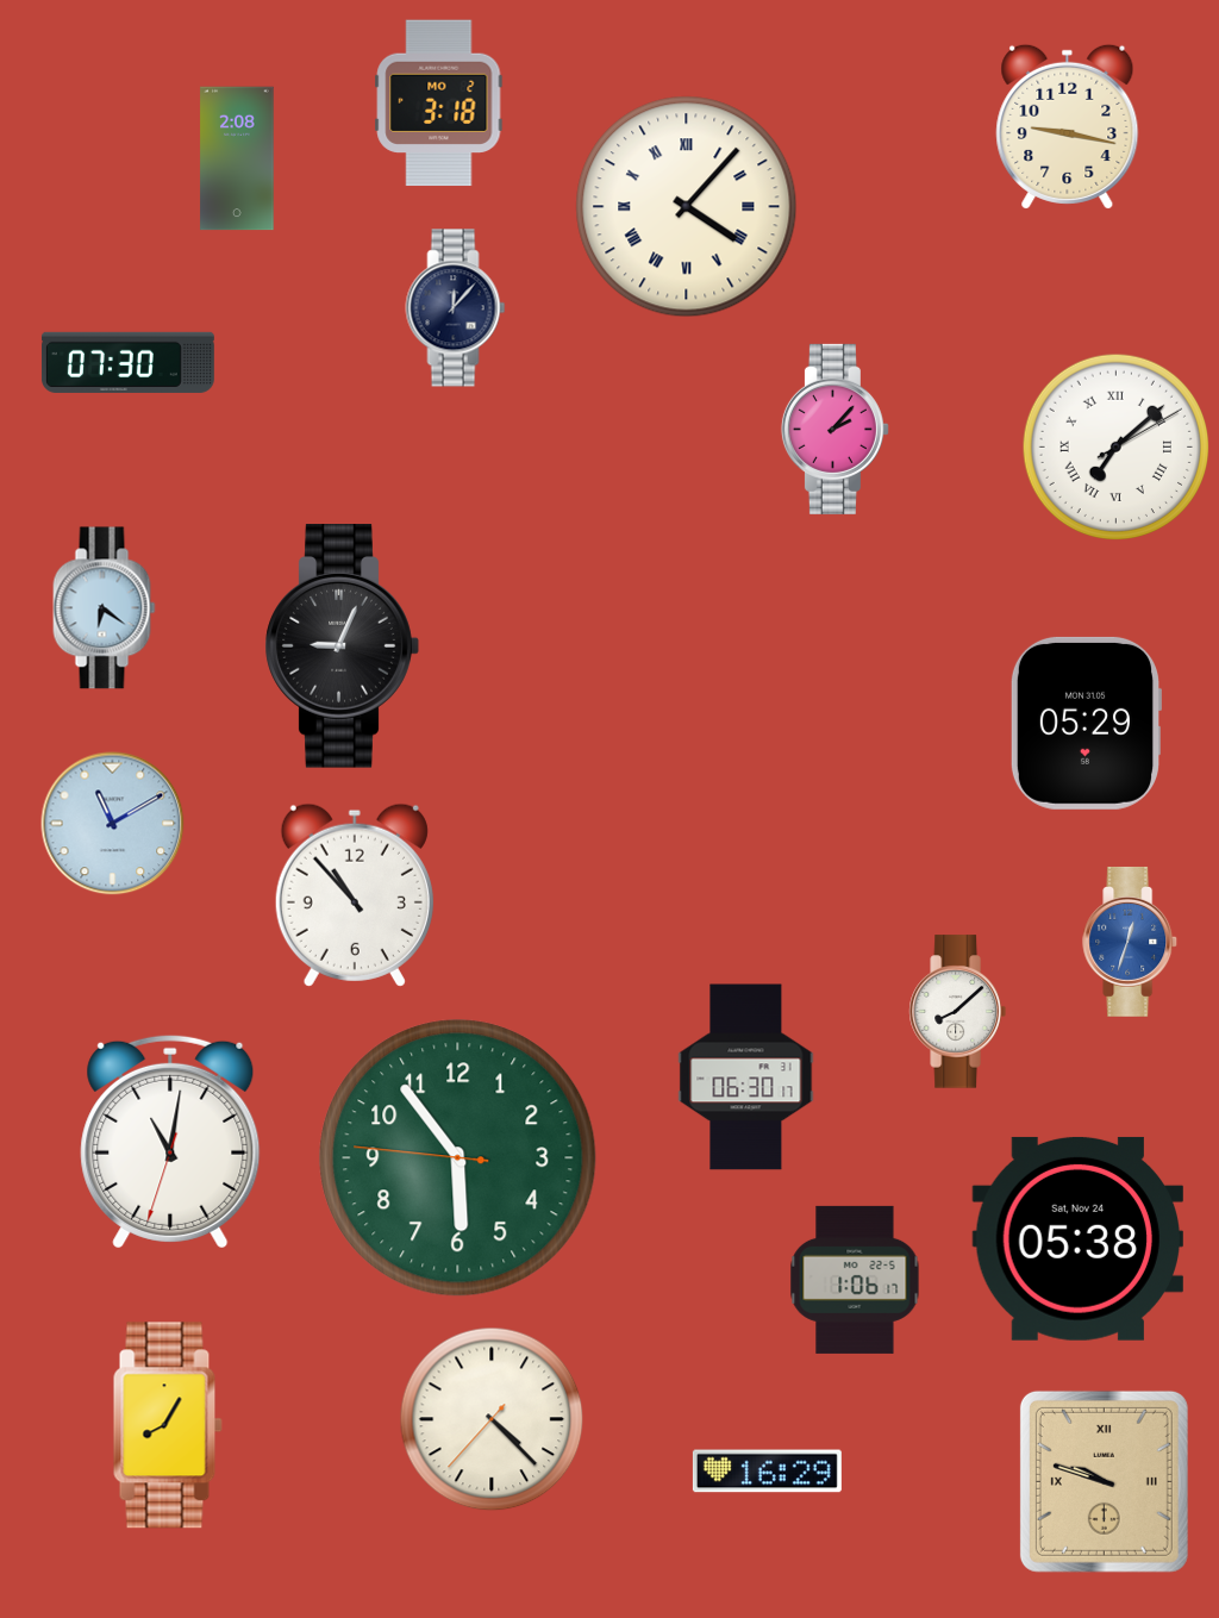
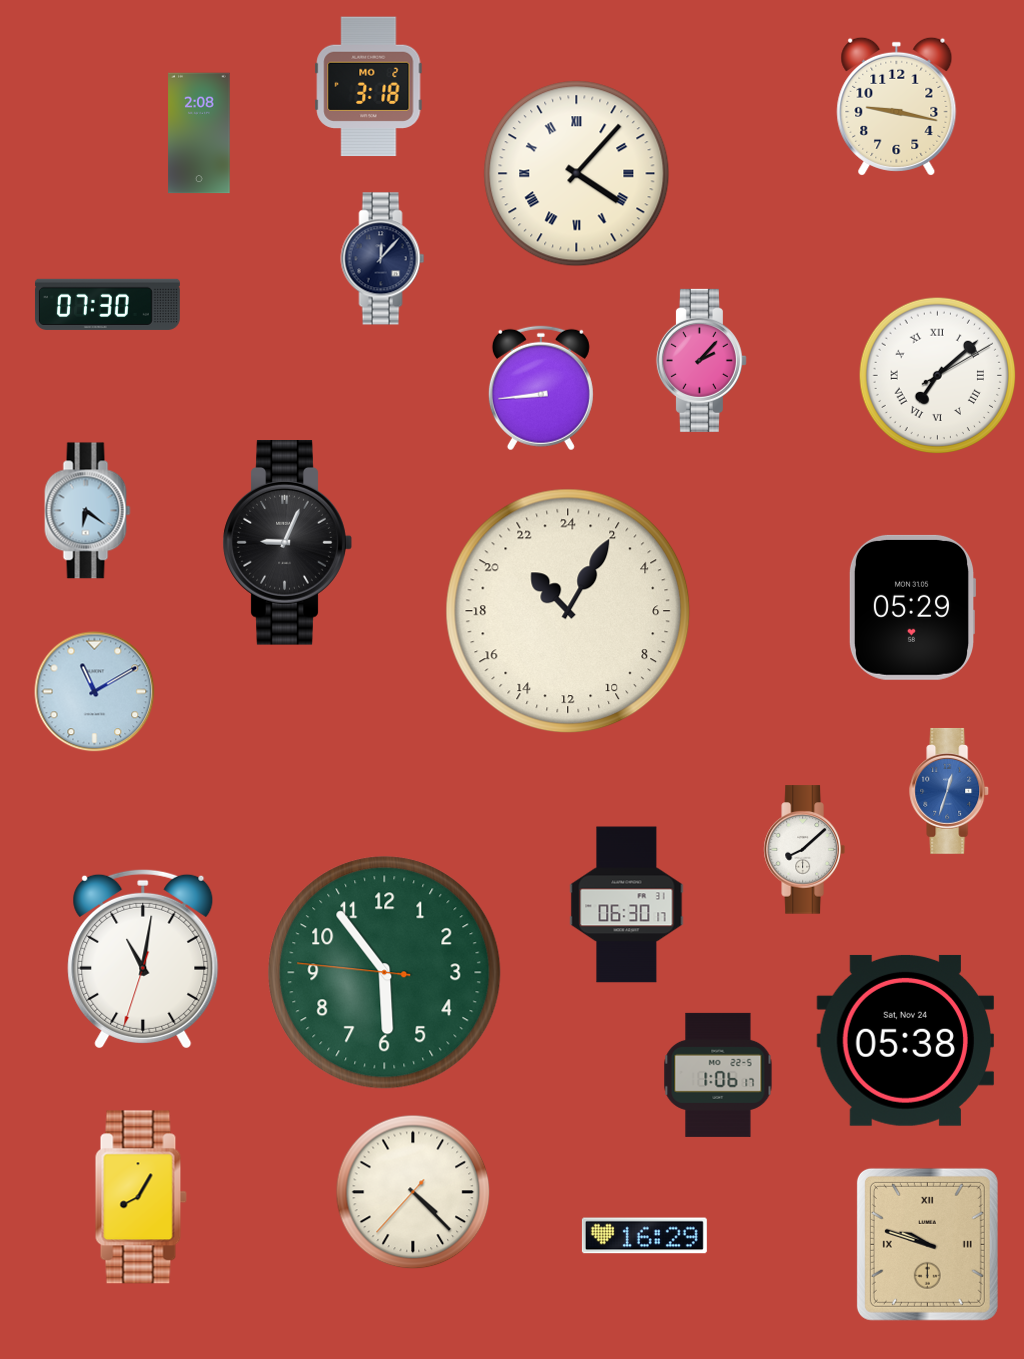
clock at (541, 388): none -> 8:44
clock at (568, 611): none -> 21:05
clock at (355, 895): 10:53 -> none
